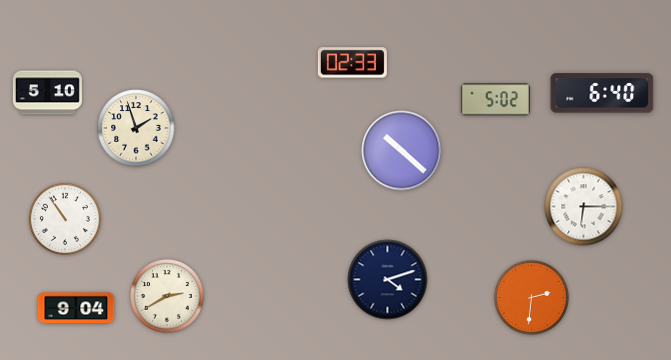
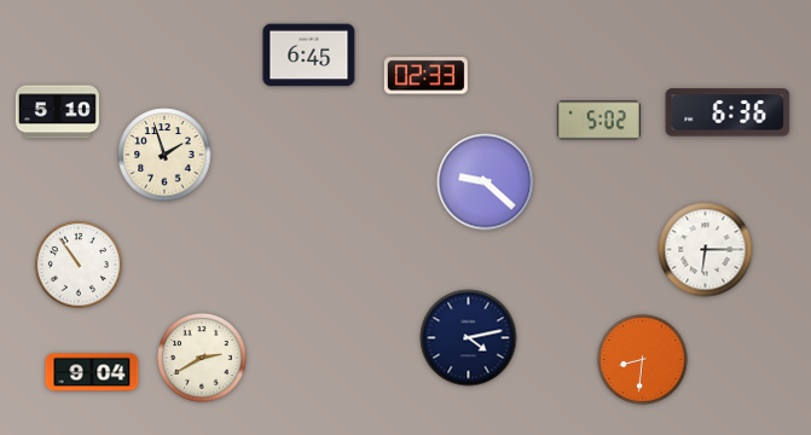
clock at (309, 56): none -> 6:45
clock at (602, 93): 6:40 -> 6:36
clock at (402, 151): 10:22 -> 9:22
clock at (388, 280): 4:12 -> 4:13
clock at (532, 298): 2:31 -> 8:31
